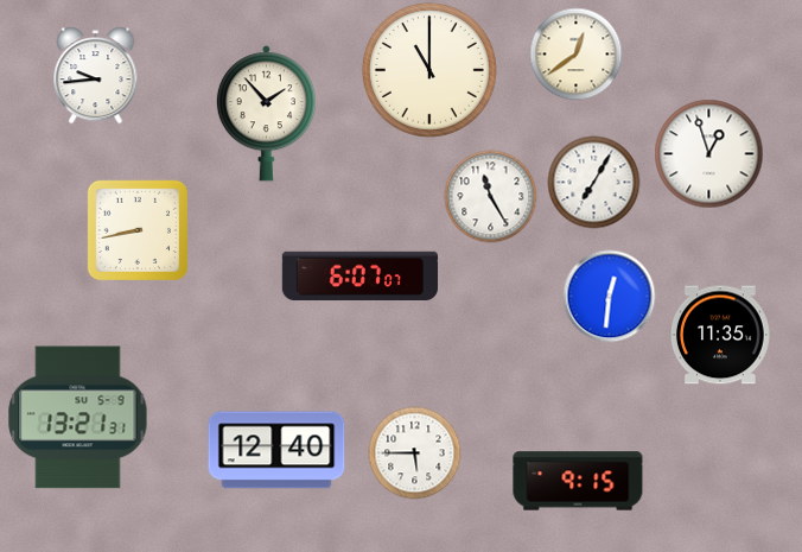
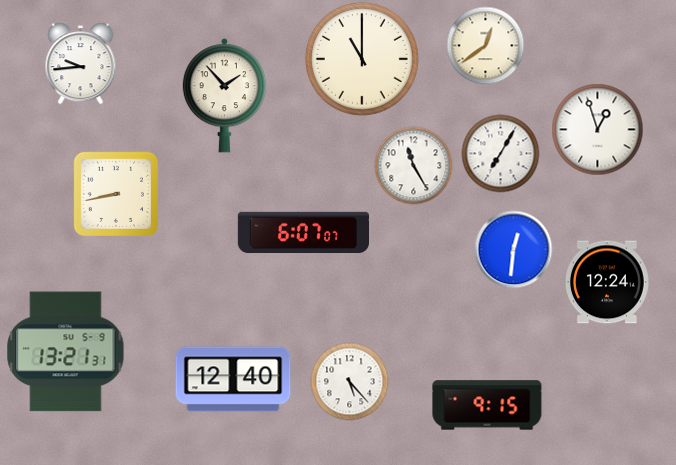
clock at (720, 335): 11:35 -> 12:24
clock at (414, 452): 5:45 -> 5:23
